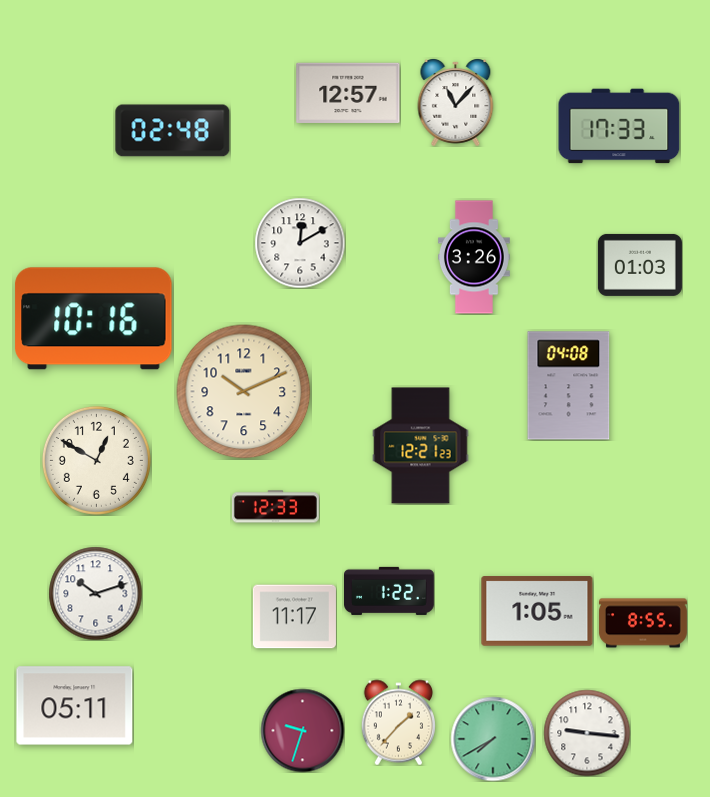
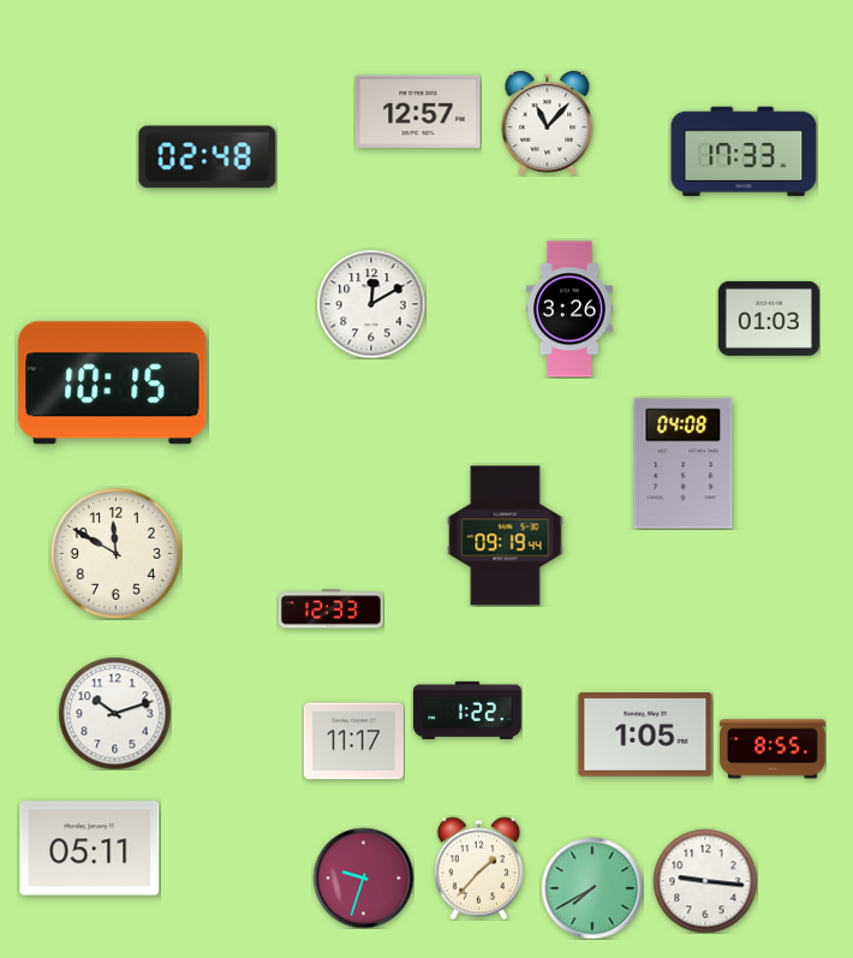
clock at (300, 243) position: (300, 243) -> (371, 304)
clock at (94, 319): 10:16 -> 10:15
clock at (244, 392): 10:11 -> none
clock at (421, 446): 12:21 -> 09:19
clock at (96, 460): 12:50 -> 11:50
